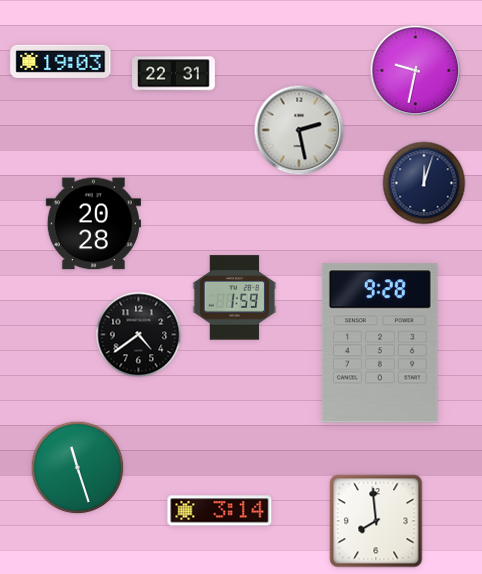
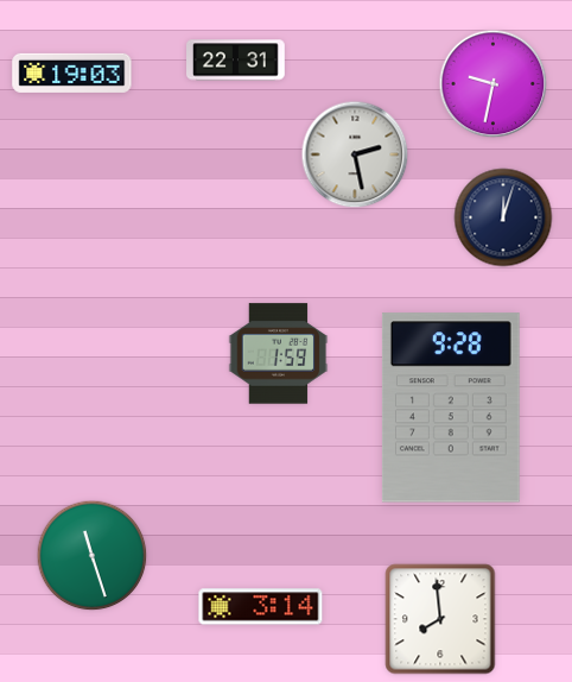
clock at (174, 74) position: (174, 74) -> (236, 61)
clock at (93, 224): 20:28 -> none
clock at (139, 335): 4:39 -> none
clock at (376, 521) position: (376, 521) -> (440, 619)
